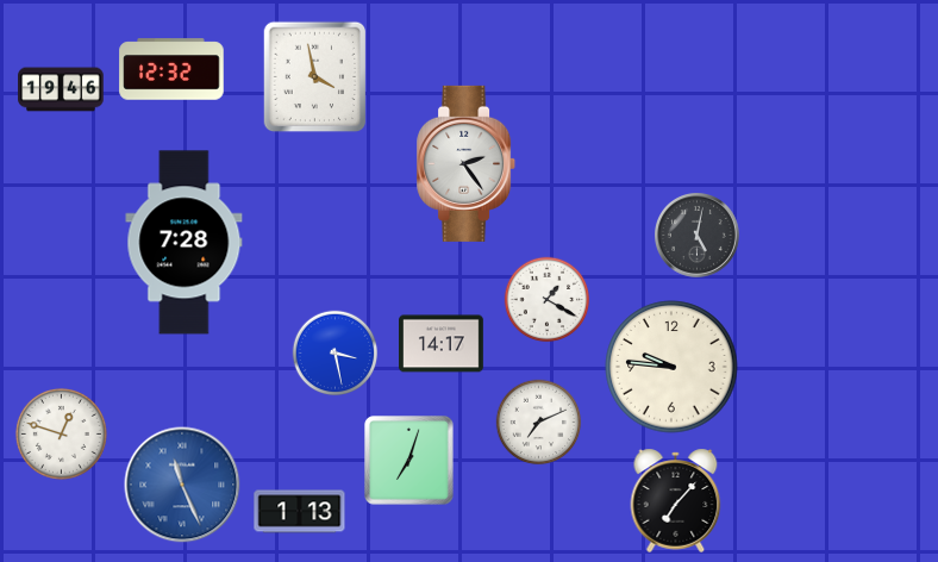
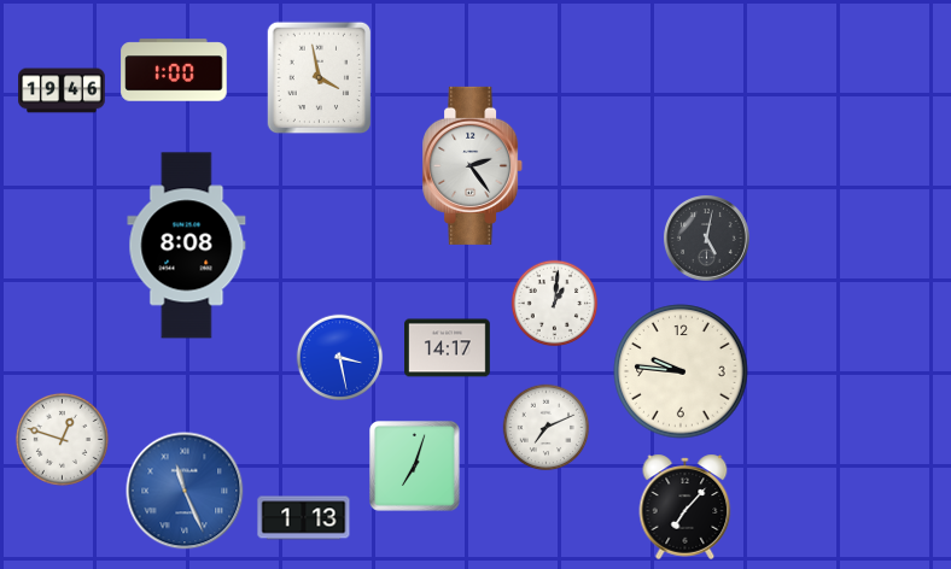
clock at (171, 69): 12:32 -> 1:00
clock at (185, 243): 7:28 -> 8:08
clock at (548, 300): 1:20 -> 1:01
